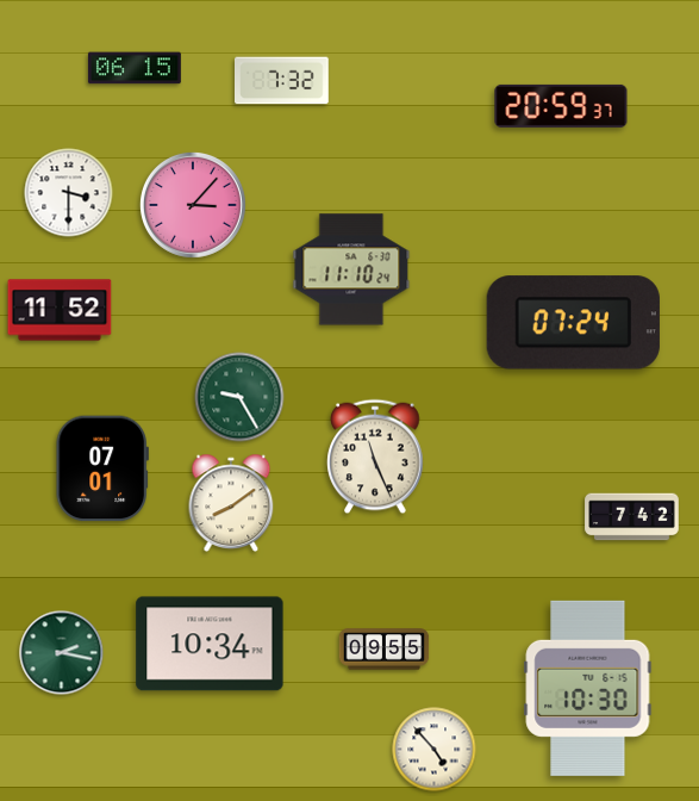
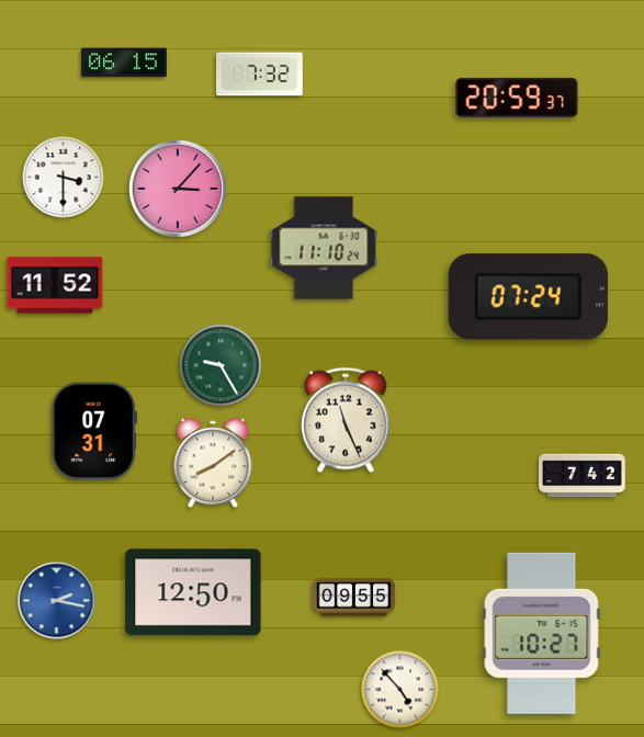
clock at (102, 468): 07:01 -> 07:31
clock at (210, 644): 10:34 -> 12:50
clock at (62, 653) dial: green -> blue
clock at (588, 688): 10:30 -> 10:27
